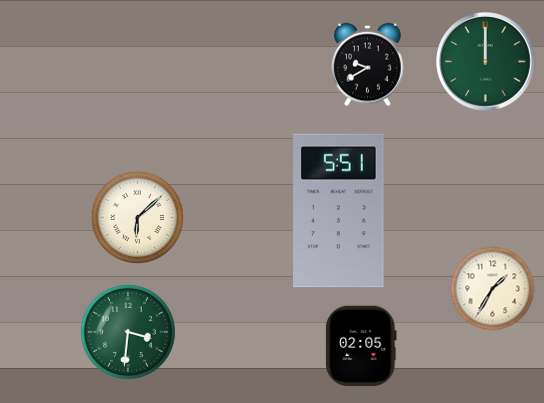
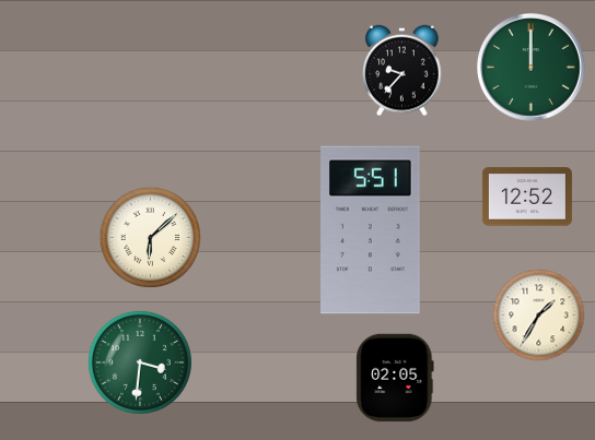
clock at (368, 65): 9:40 -> 9:37
clock at (527, 197): none -> 12:52
